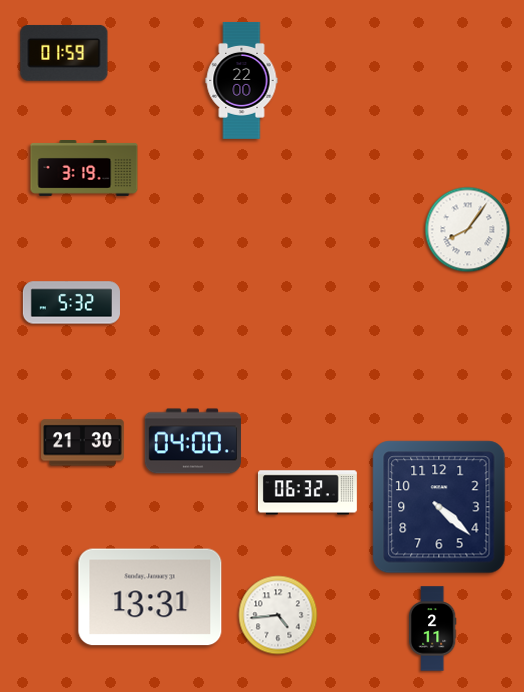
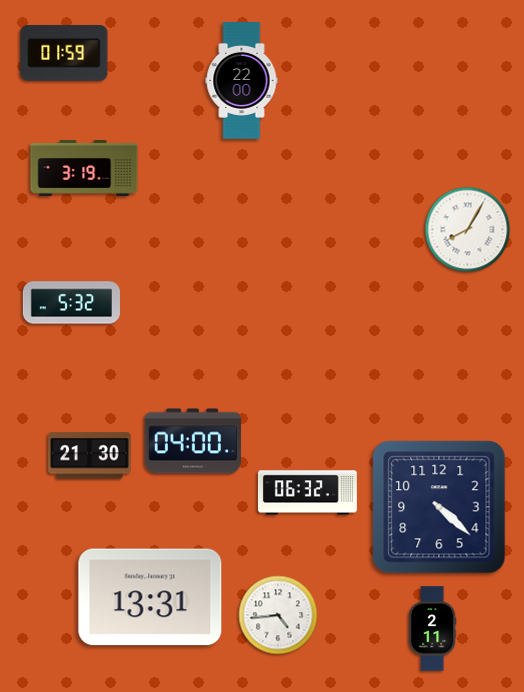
clock at (468, 230): 8:06 -> 8:05
clock at (83, 443) position: (83, 443) -> (90, 456)
